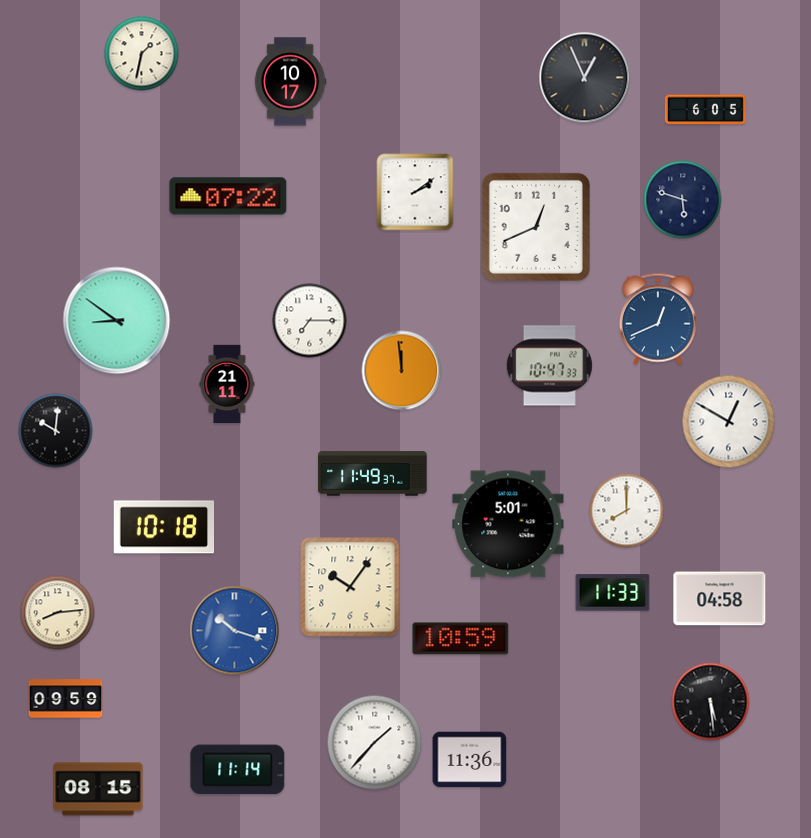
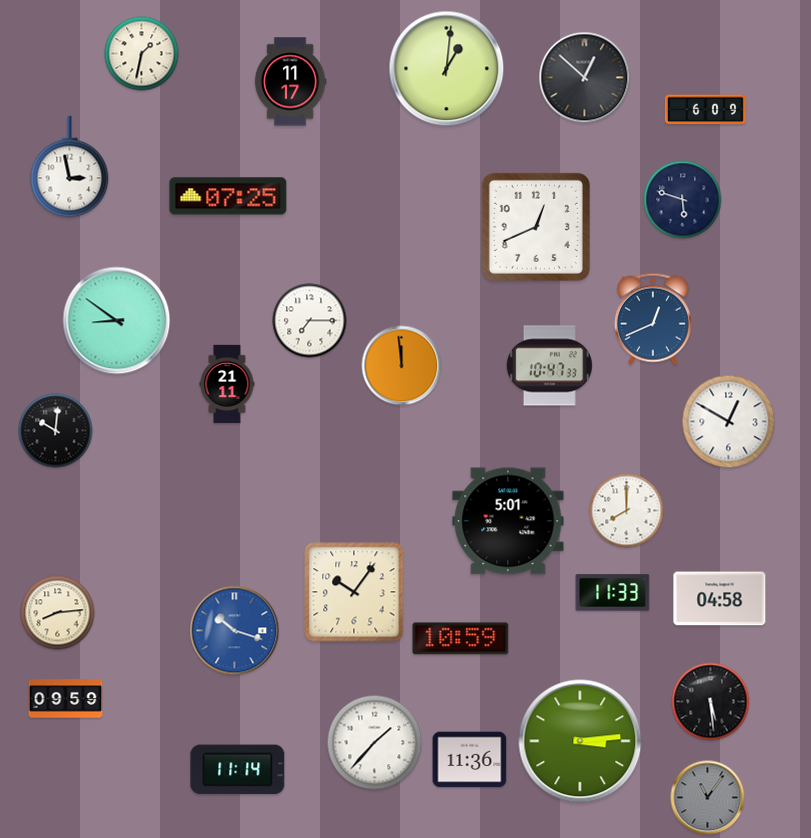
clock at (447, 69): none -> 1:01
clock at (585, 78): 12:56 -> 12:52
clock at (290, 82): 10:17 -> 11:17
clock at (705, 110): 6:05 -> 6:09
clock at (70, 167): none -> 2:58
clock at (415, 192): 2:09 -> none
clock at (228, 196): 07:22 -> 07:25
clock at (658, 319) position: (658, 319) -> (653, 319)
clock at (402, 371) position: (402, 371) -> (402, 366)
clock at (373, 474): 11:49 -> none
clock at (508, 524) position: (508, 524) -> (508, 521)
clock at (164, 527): 10:18 -> none
clock at (350, 587) position: (350, 587) -> (354, 592)
clock at (580, 741): none -> 3:14
clock at (98, 789): 08:15 -> none
clock at (708, 798): none -> 11:06
